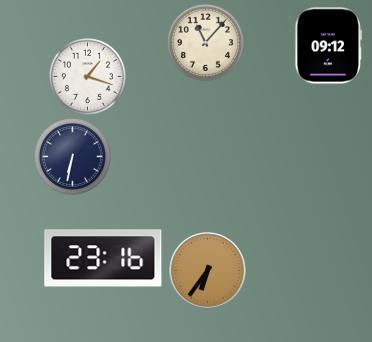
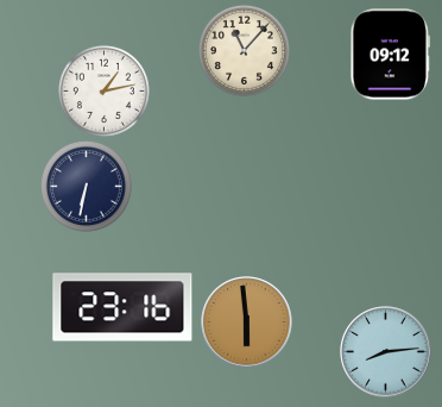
clock at (87, 76): 1:18 -> 1:13
clock at (208, 271): 6:36 -> 5:59
clock at (386, 352): none -> 8:14
